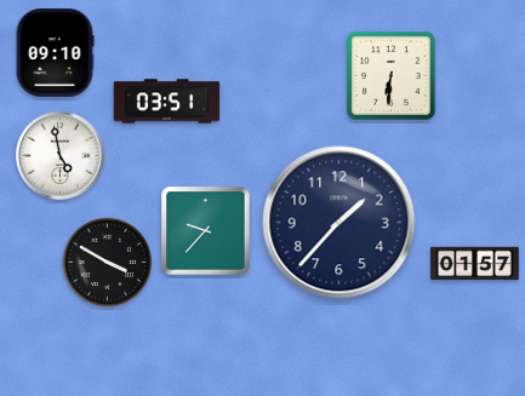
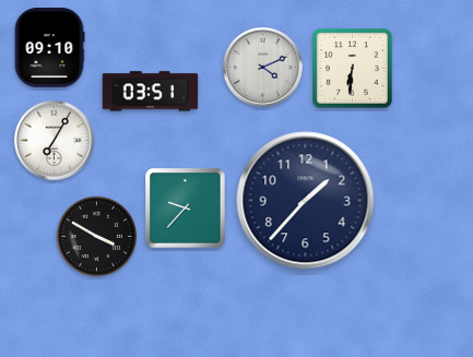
clock at (262, 67): none -> 4:11
clock at (59, 155): 4:58 -> 7:05
clock at (475, 264): 01:57 -> none
